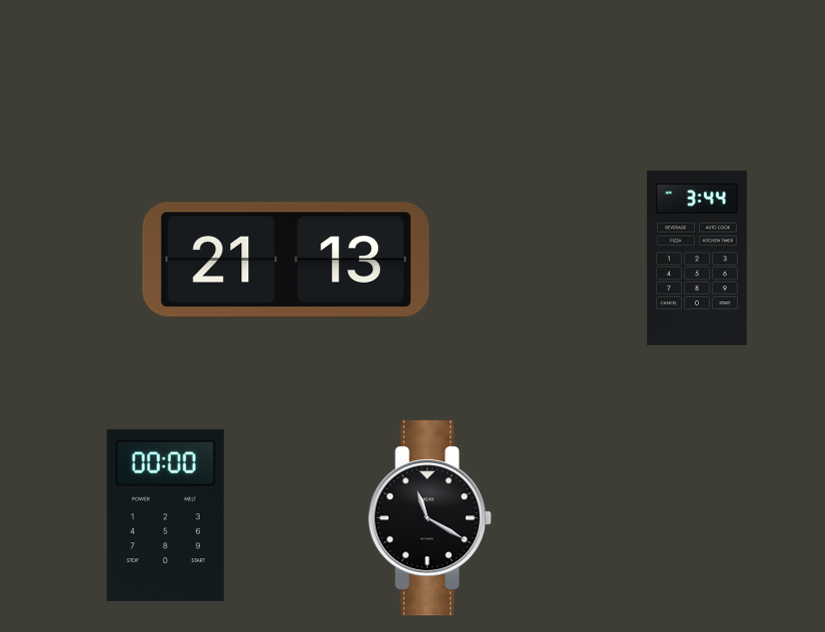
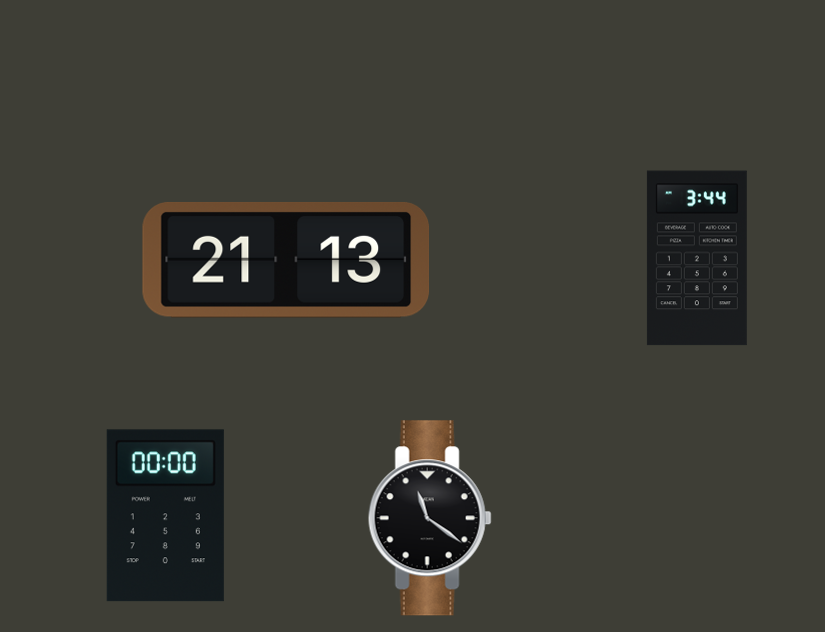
clock at (430, 518): 11:20 -> 11:21
